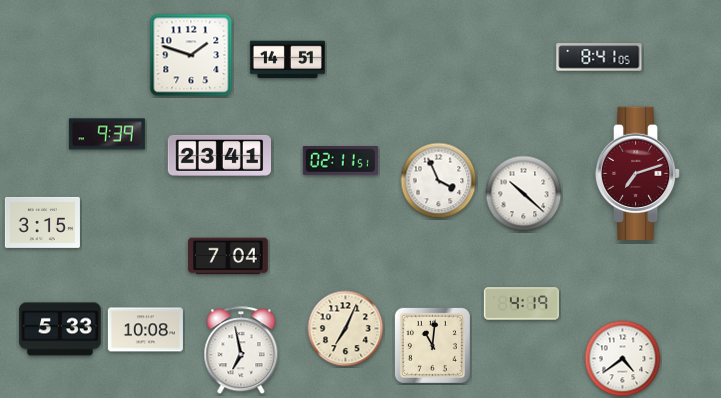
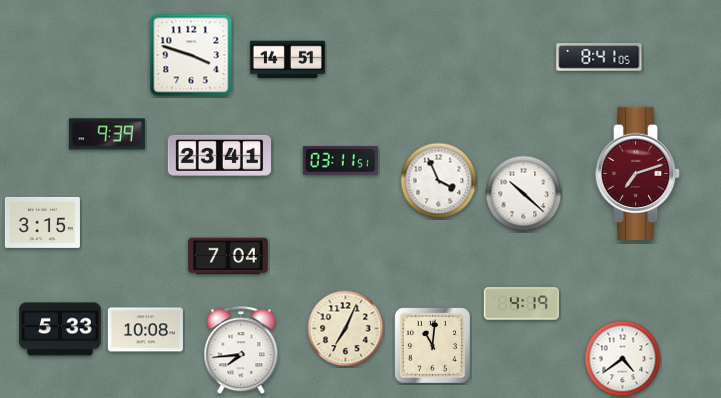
clock at (191, 55): 1:48 -> 3:48
clock at (340, 161): 02:11 -> 03:11
clock at (241, 351): 6:58 -> 7:44
